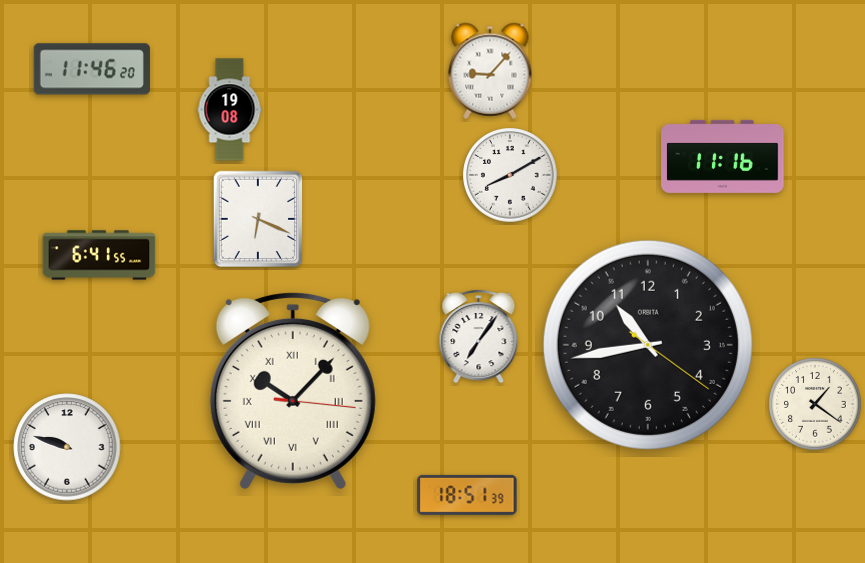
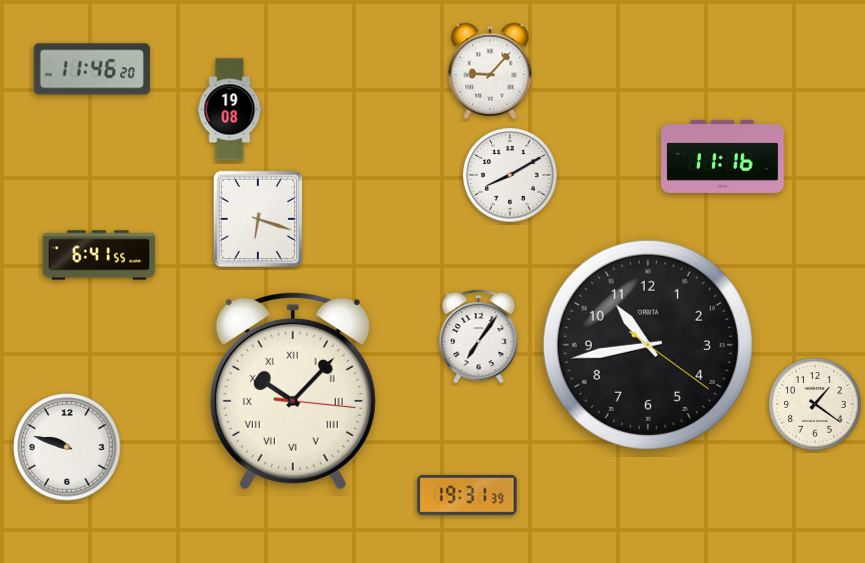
clock at (258, 219): 6:19 -> 6:18
clock at (467, 495): 18:51 -> 19:31
